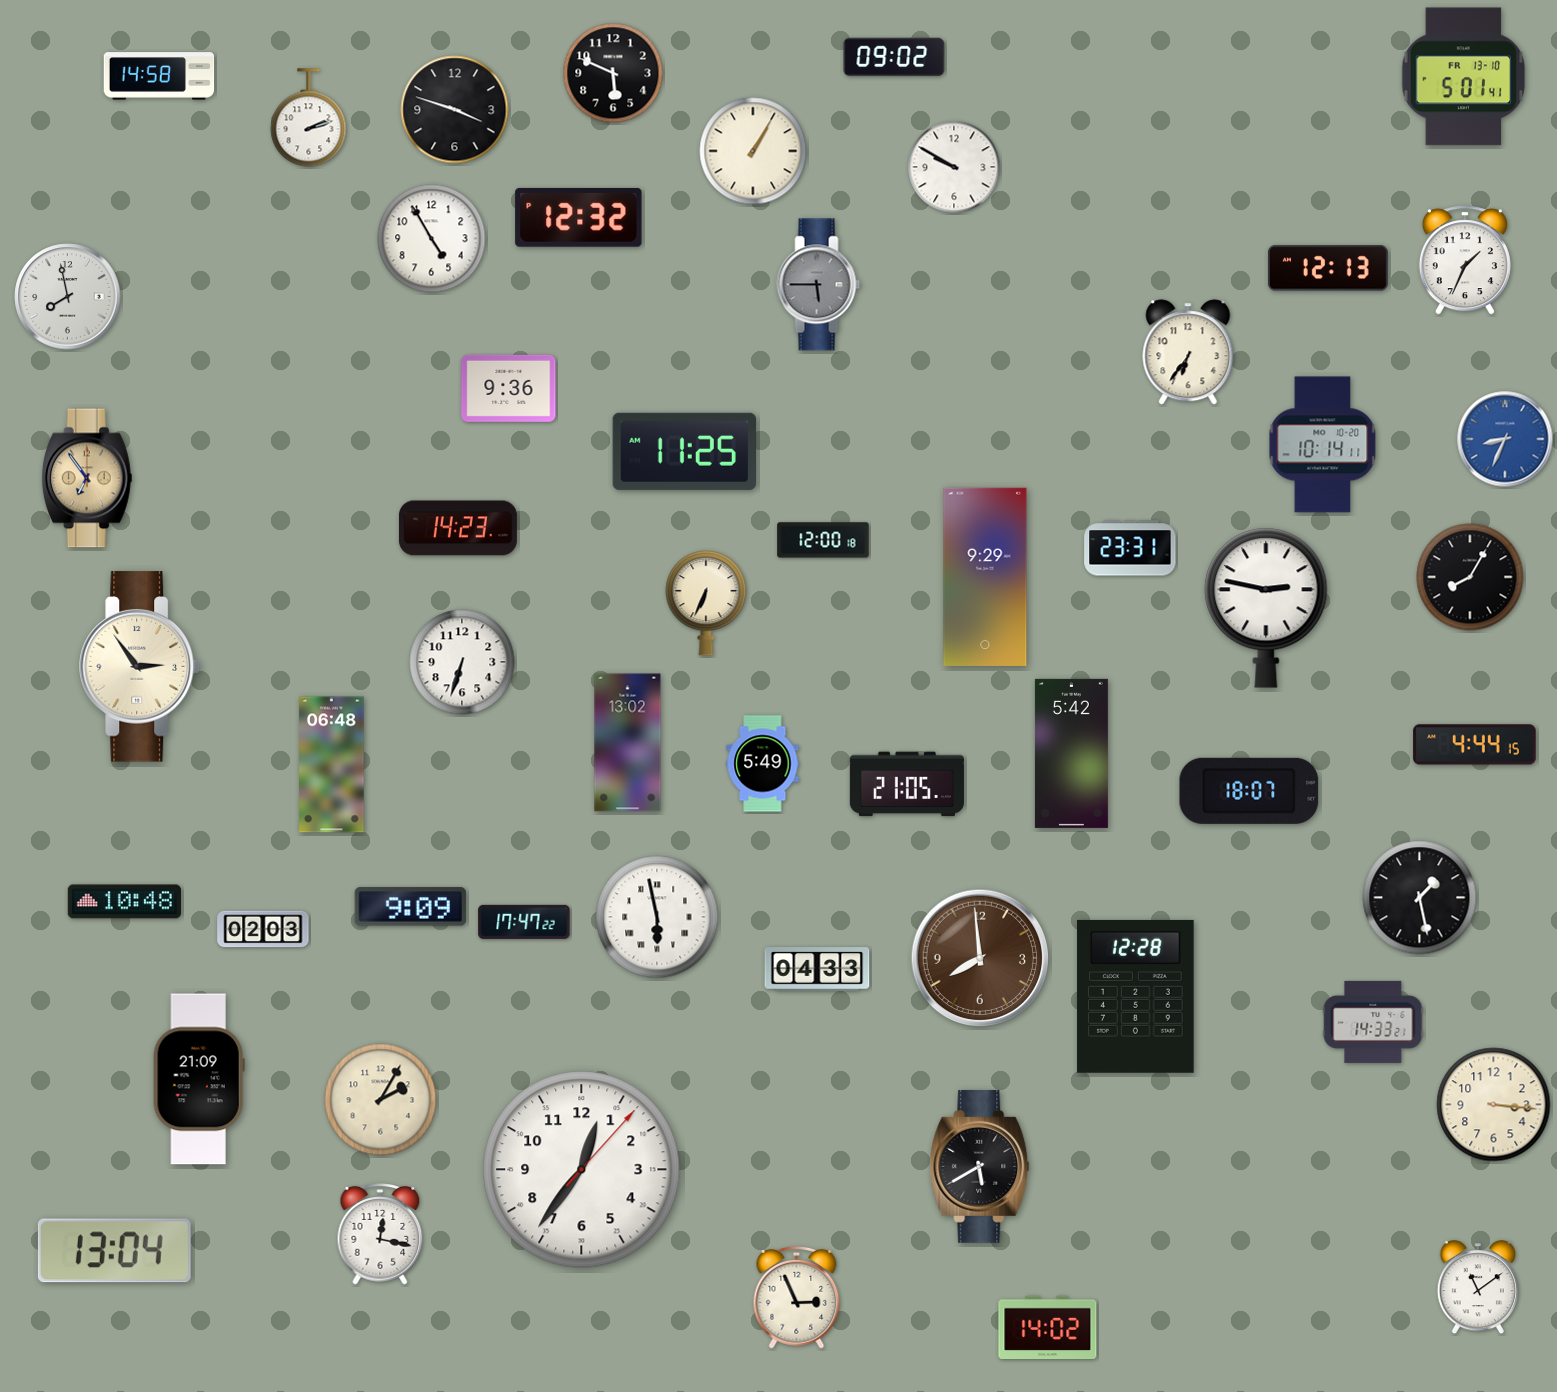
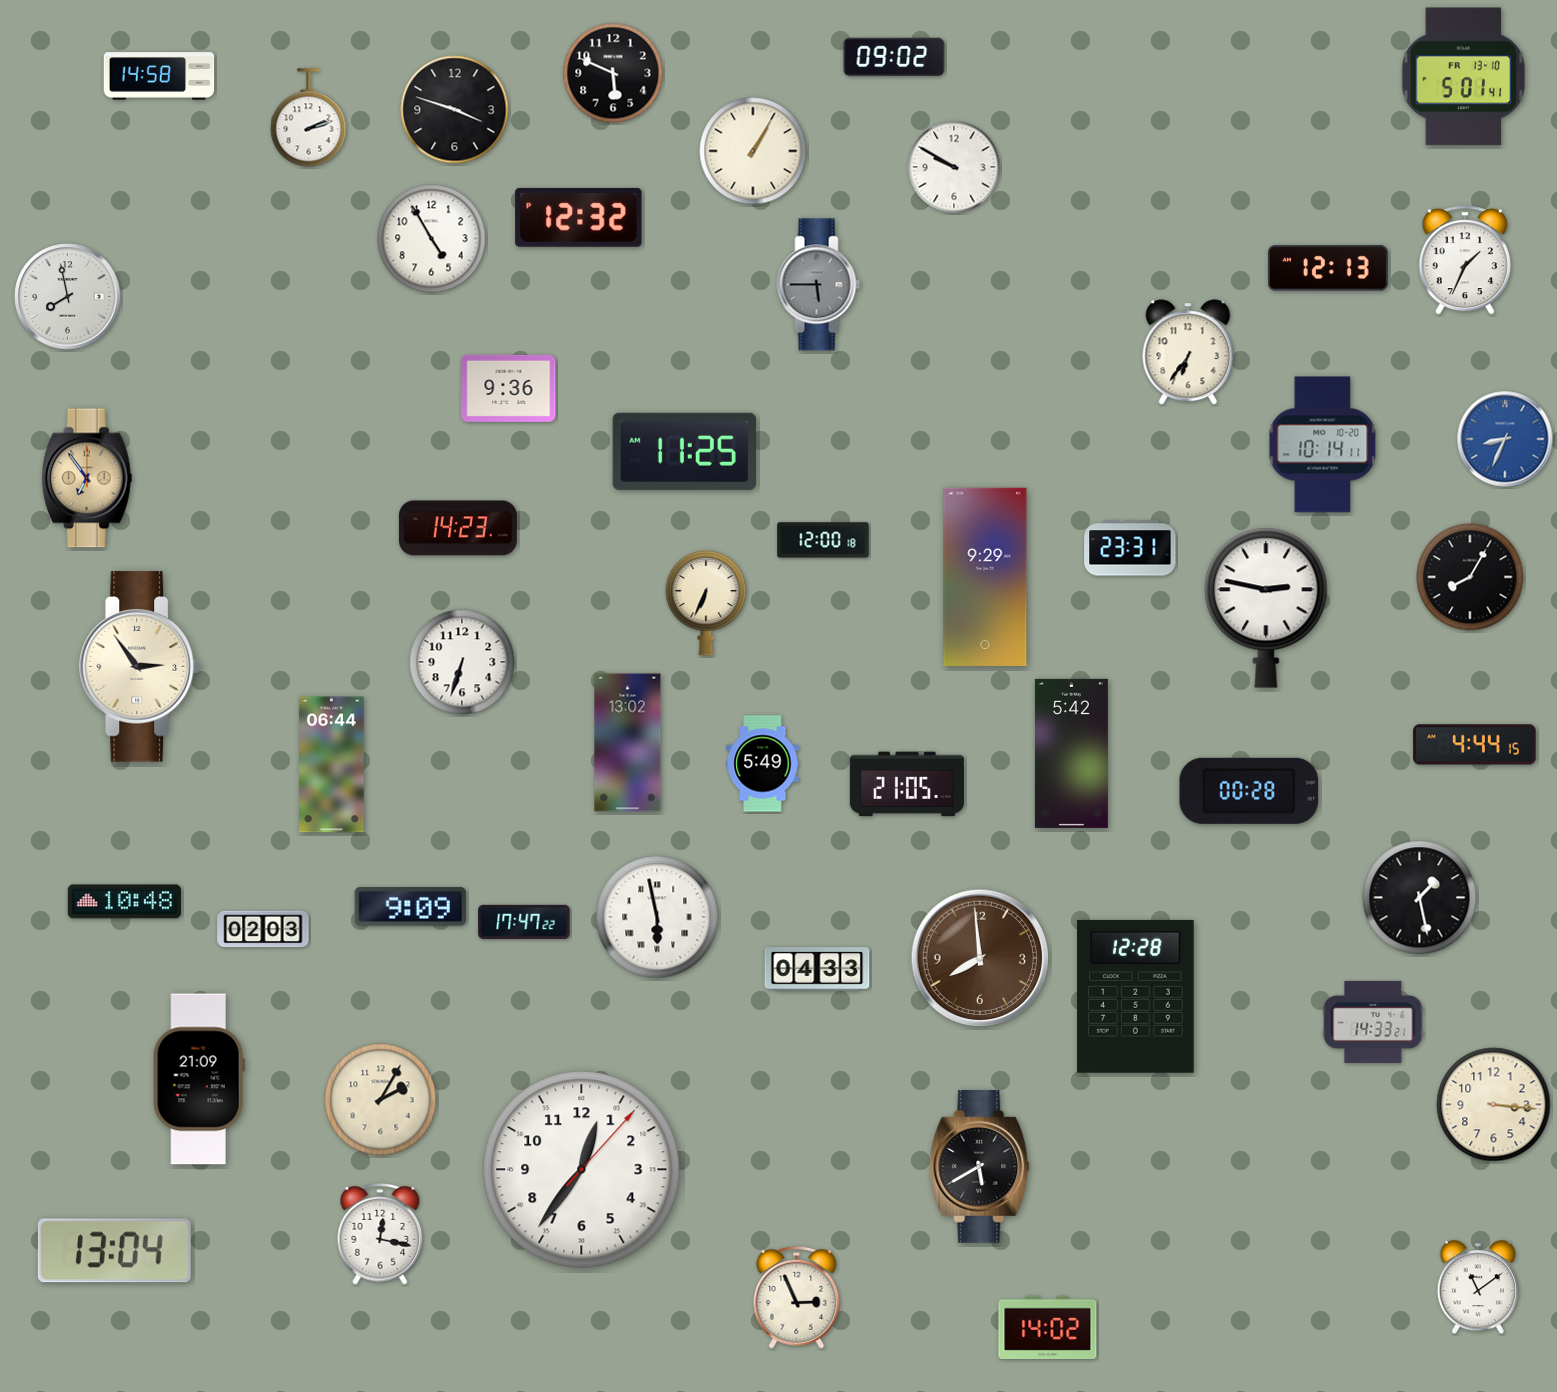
clock at (332, 765): 06:48 -> 06:44
clock at (1249, 791): 18:07 -> 00:28
